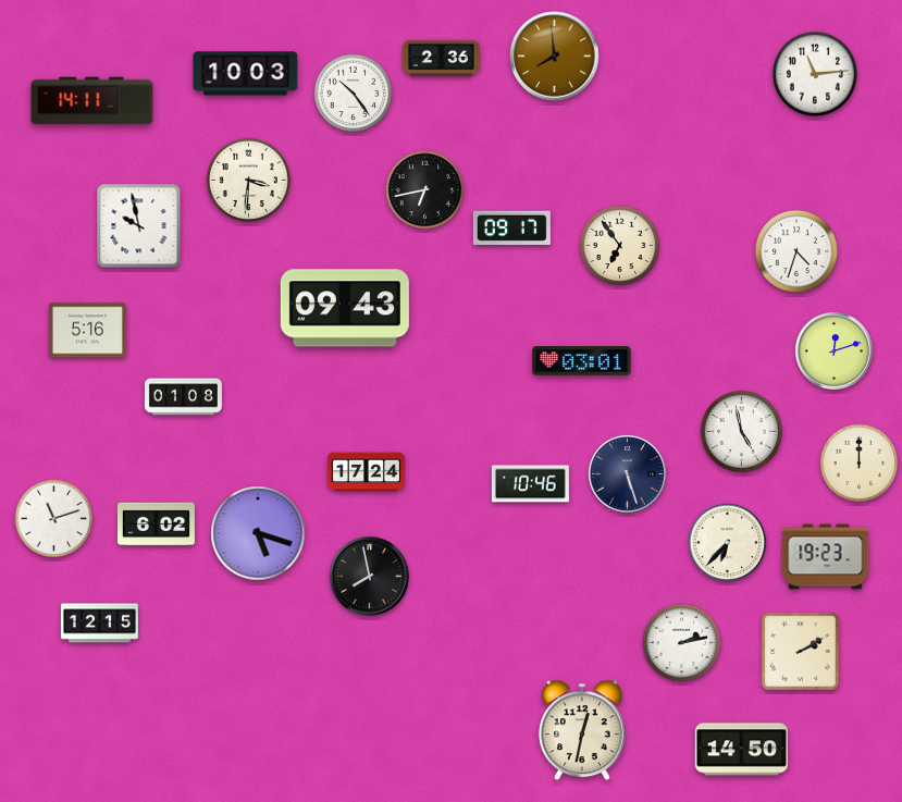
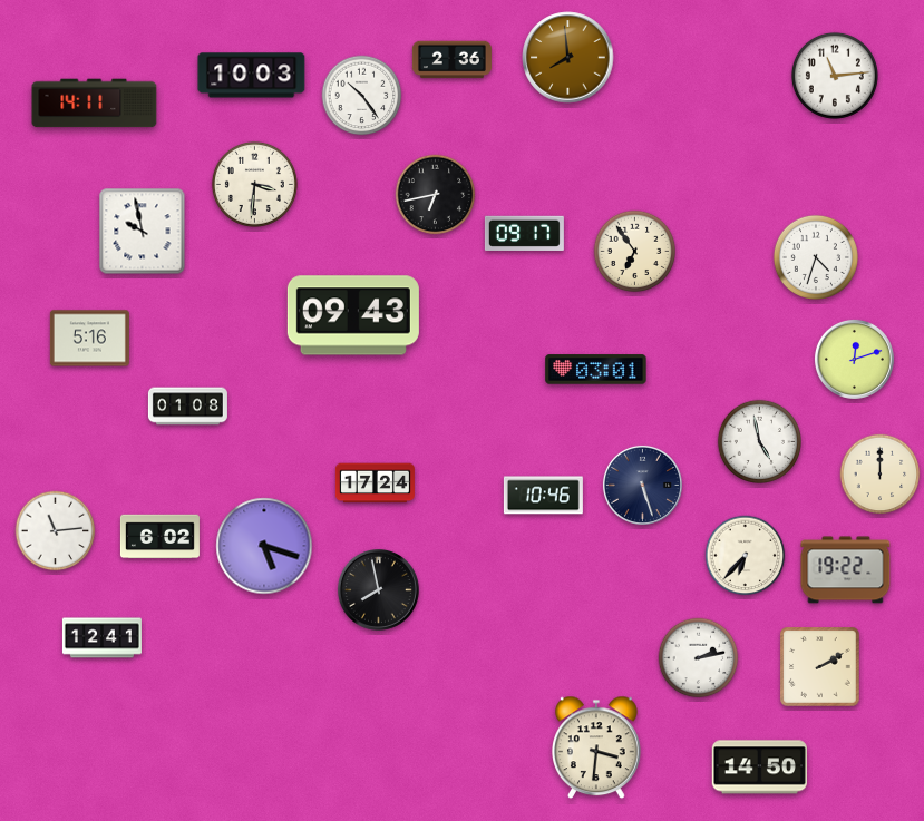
clock at (54, 519): 11:12 -> 11:14
clock at (826, 557): 19:23 -> 19:22
clock at (99, 624): 12:15 -> 12:41
clock at (583, 730): 12:32 -> 3:31
